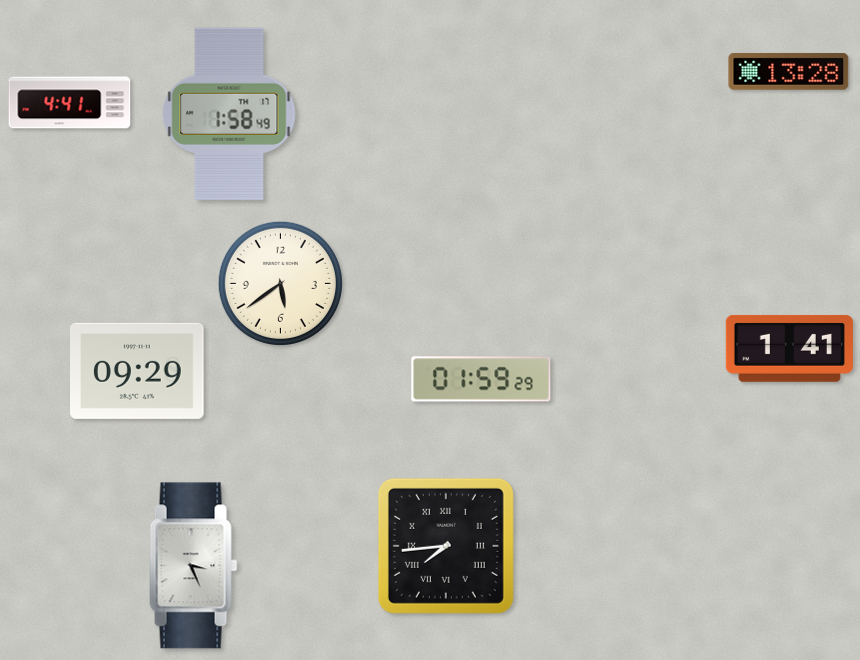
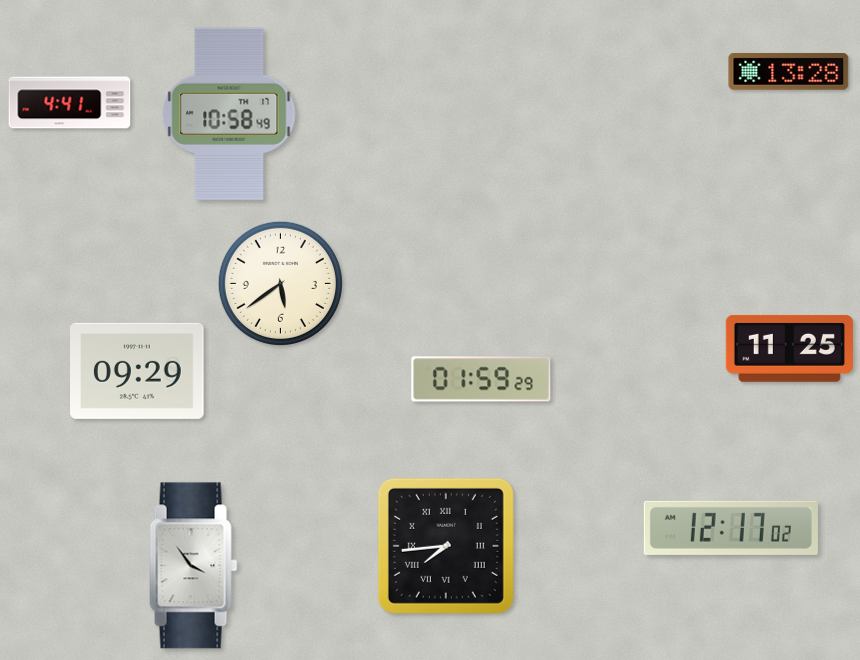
clock at (229, 113): 1:58 -> 10:58
clock at (789, 348): 1:41 -> 11:25
clock at (731, 528): none -> 12:17
clock at (194, 566): 3:26 -> 3:54
